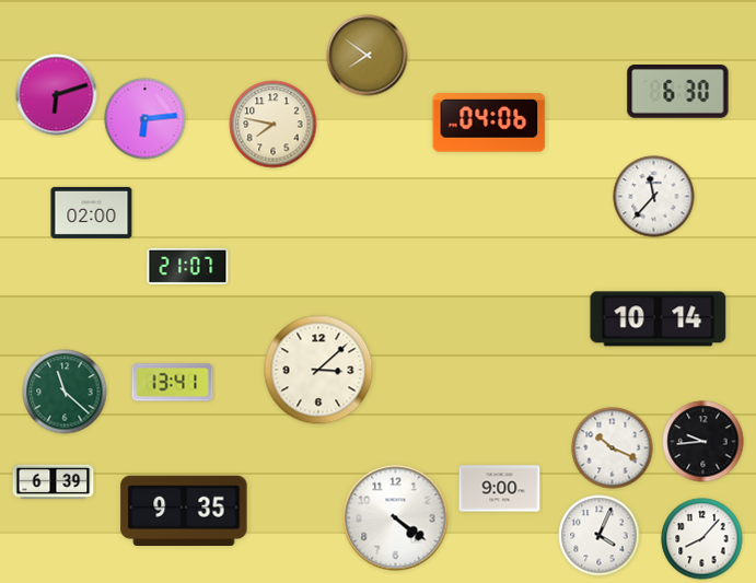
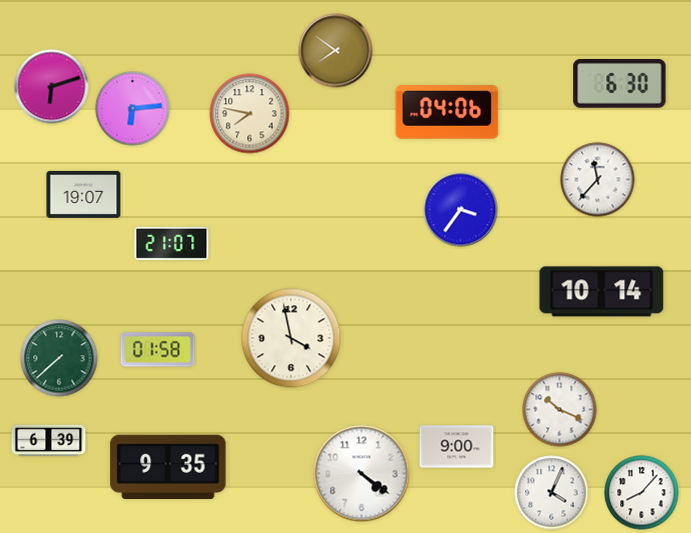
clock at (92, 212): 02:00 -> 19:07
clock at (461, 210): none -> 3:36
clock at (318, 370): 3:08 -> 3:58
clock at (173, 383): 13:41 -> 01:58
clock at (65, 392): 11:22 -> 7:38
clock at (703, 442): 9:44 -> none
clock at (600, 536) position: (600, 536) -> (552, 493)
